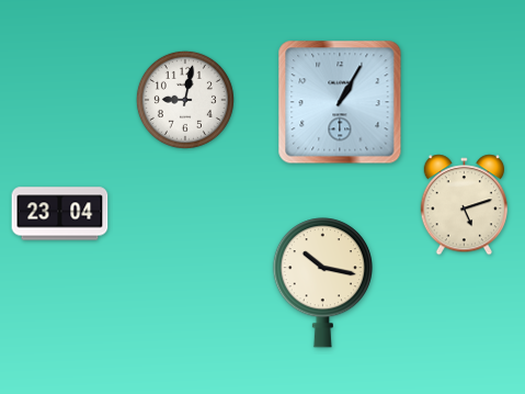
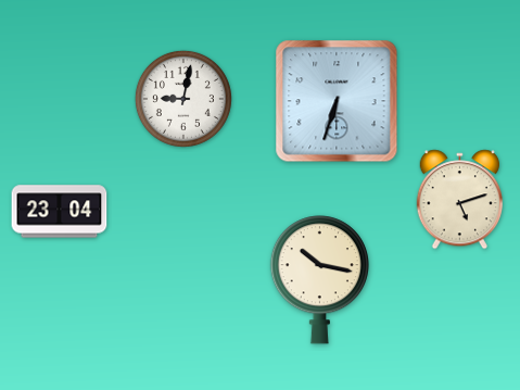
clock at (340, 102): 1:05 -> 6:33
clock at (464, 205) position: (464, 205) -> (459, 200)
